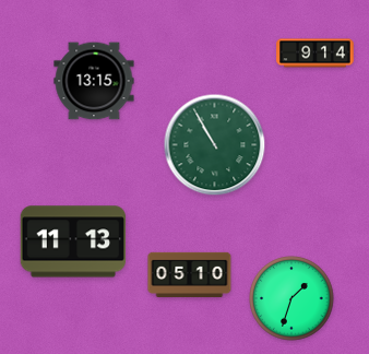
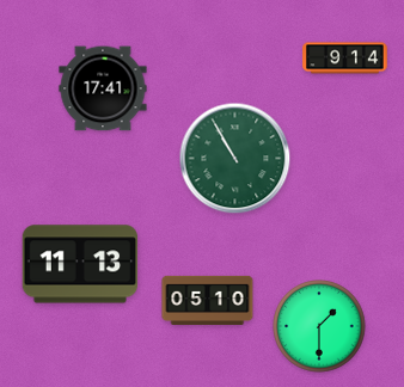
clock at (94, 81): 13:15 -> 17:41
clock at (291, 298): 1:33 -> 1:30
